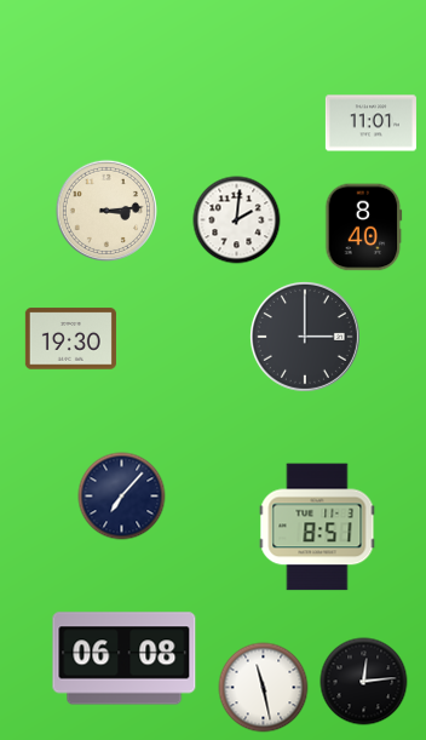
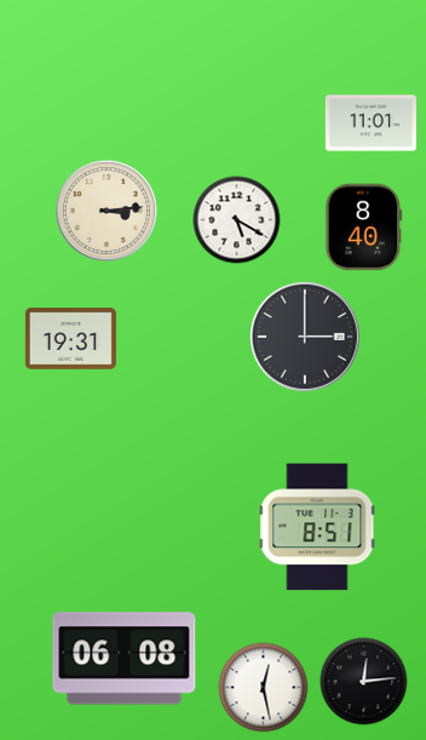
clock at (237, 220): 2:01 -> 5:20
clock at (70, 339): 19:30 -> 19:31
clock at (122, 497): 7:07 -> none
clock at (264, 688): 11:28 -> 12:28
